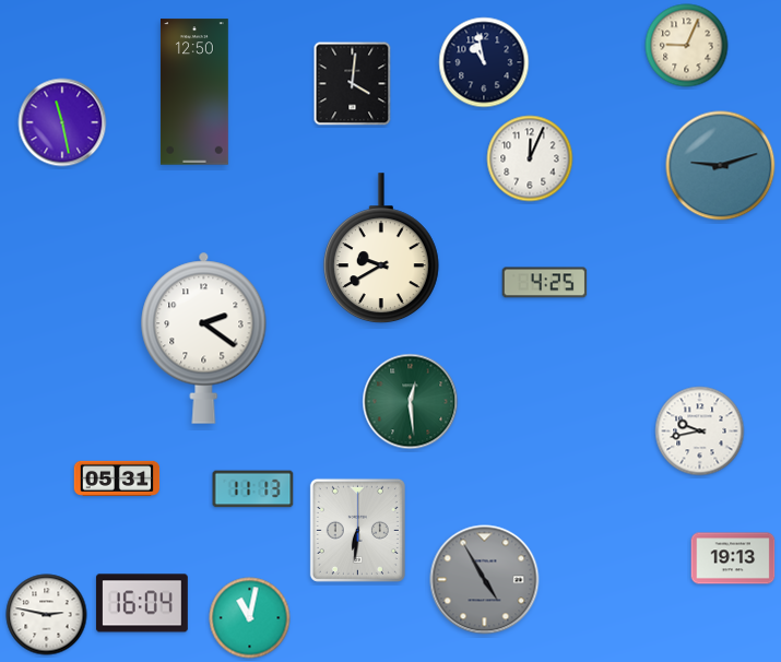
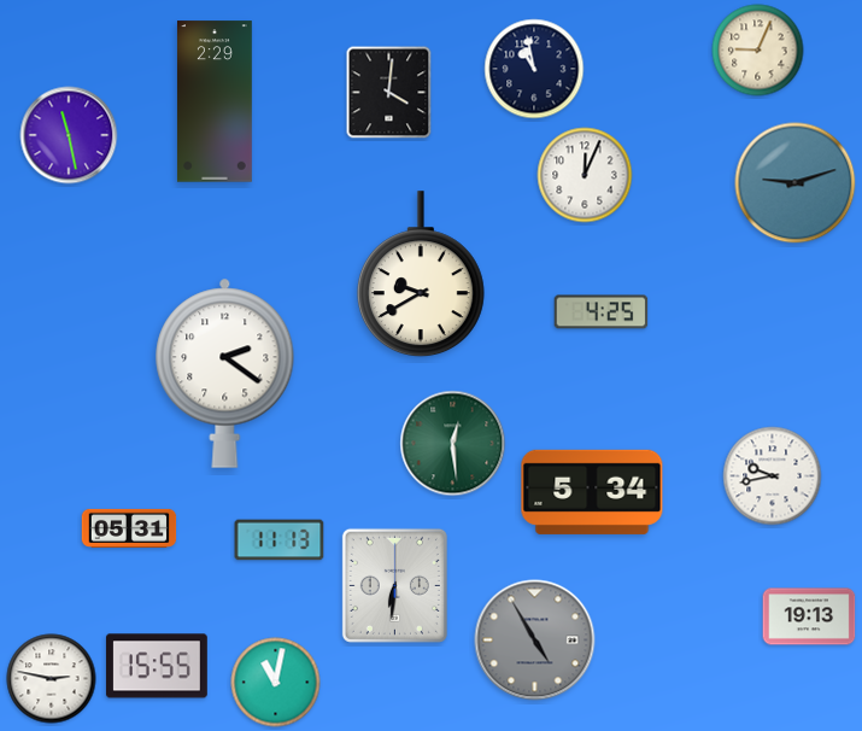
clock at (194, 92): 12:50 -> 2:29
clock at (592, 492): none -> 5:34
clock at (142, 603): 16:04 -> 15:55
